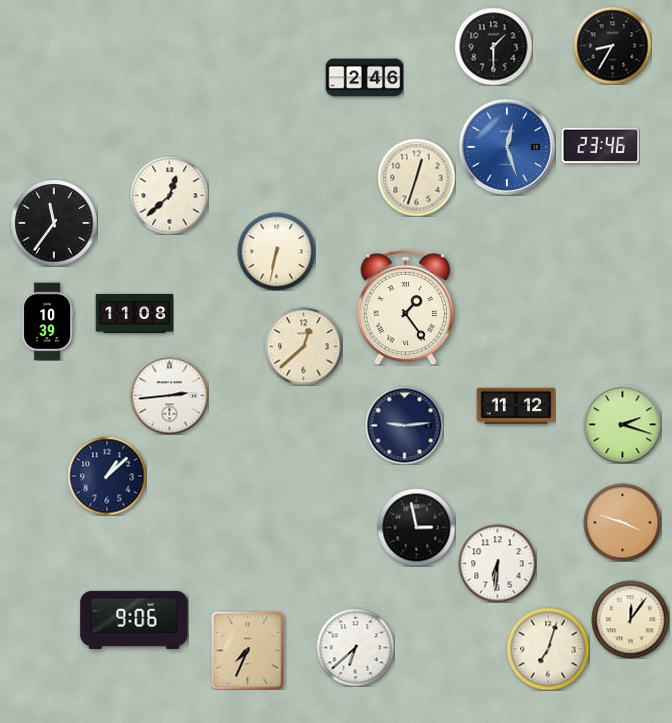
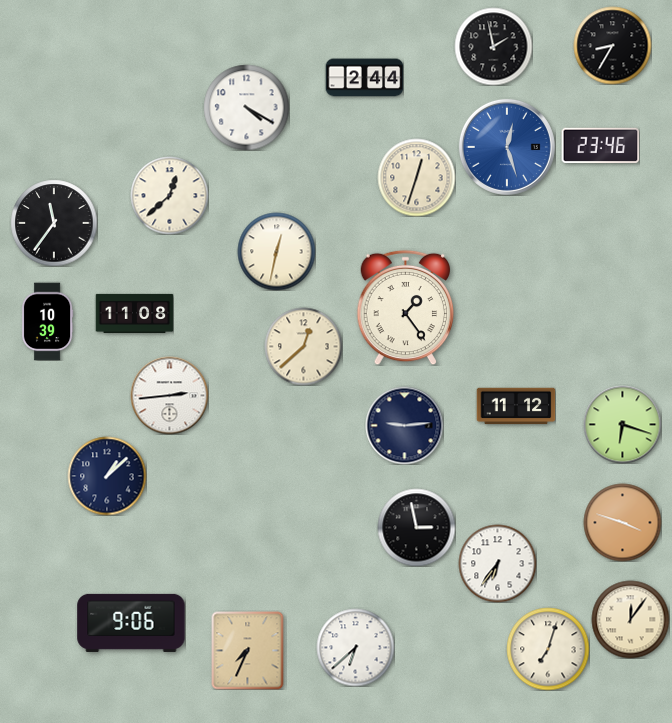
clock at (493, 46): 1:30 -> 1:58
clock at (364, 78): 2:46 -> 2:44
clock at (246, 107): none -> 4:20
clock at (276, 251): 6:32 -> 12:32
clock at (622, 424): 2:18 -> 6:18
clock at (497, 563): 6:31 -> 6:36
clock at (134, 620) position: (134, 620) -> (131, 623)
